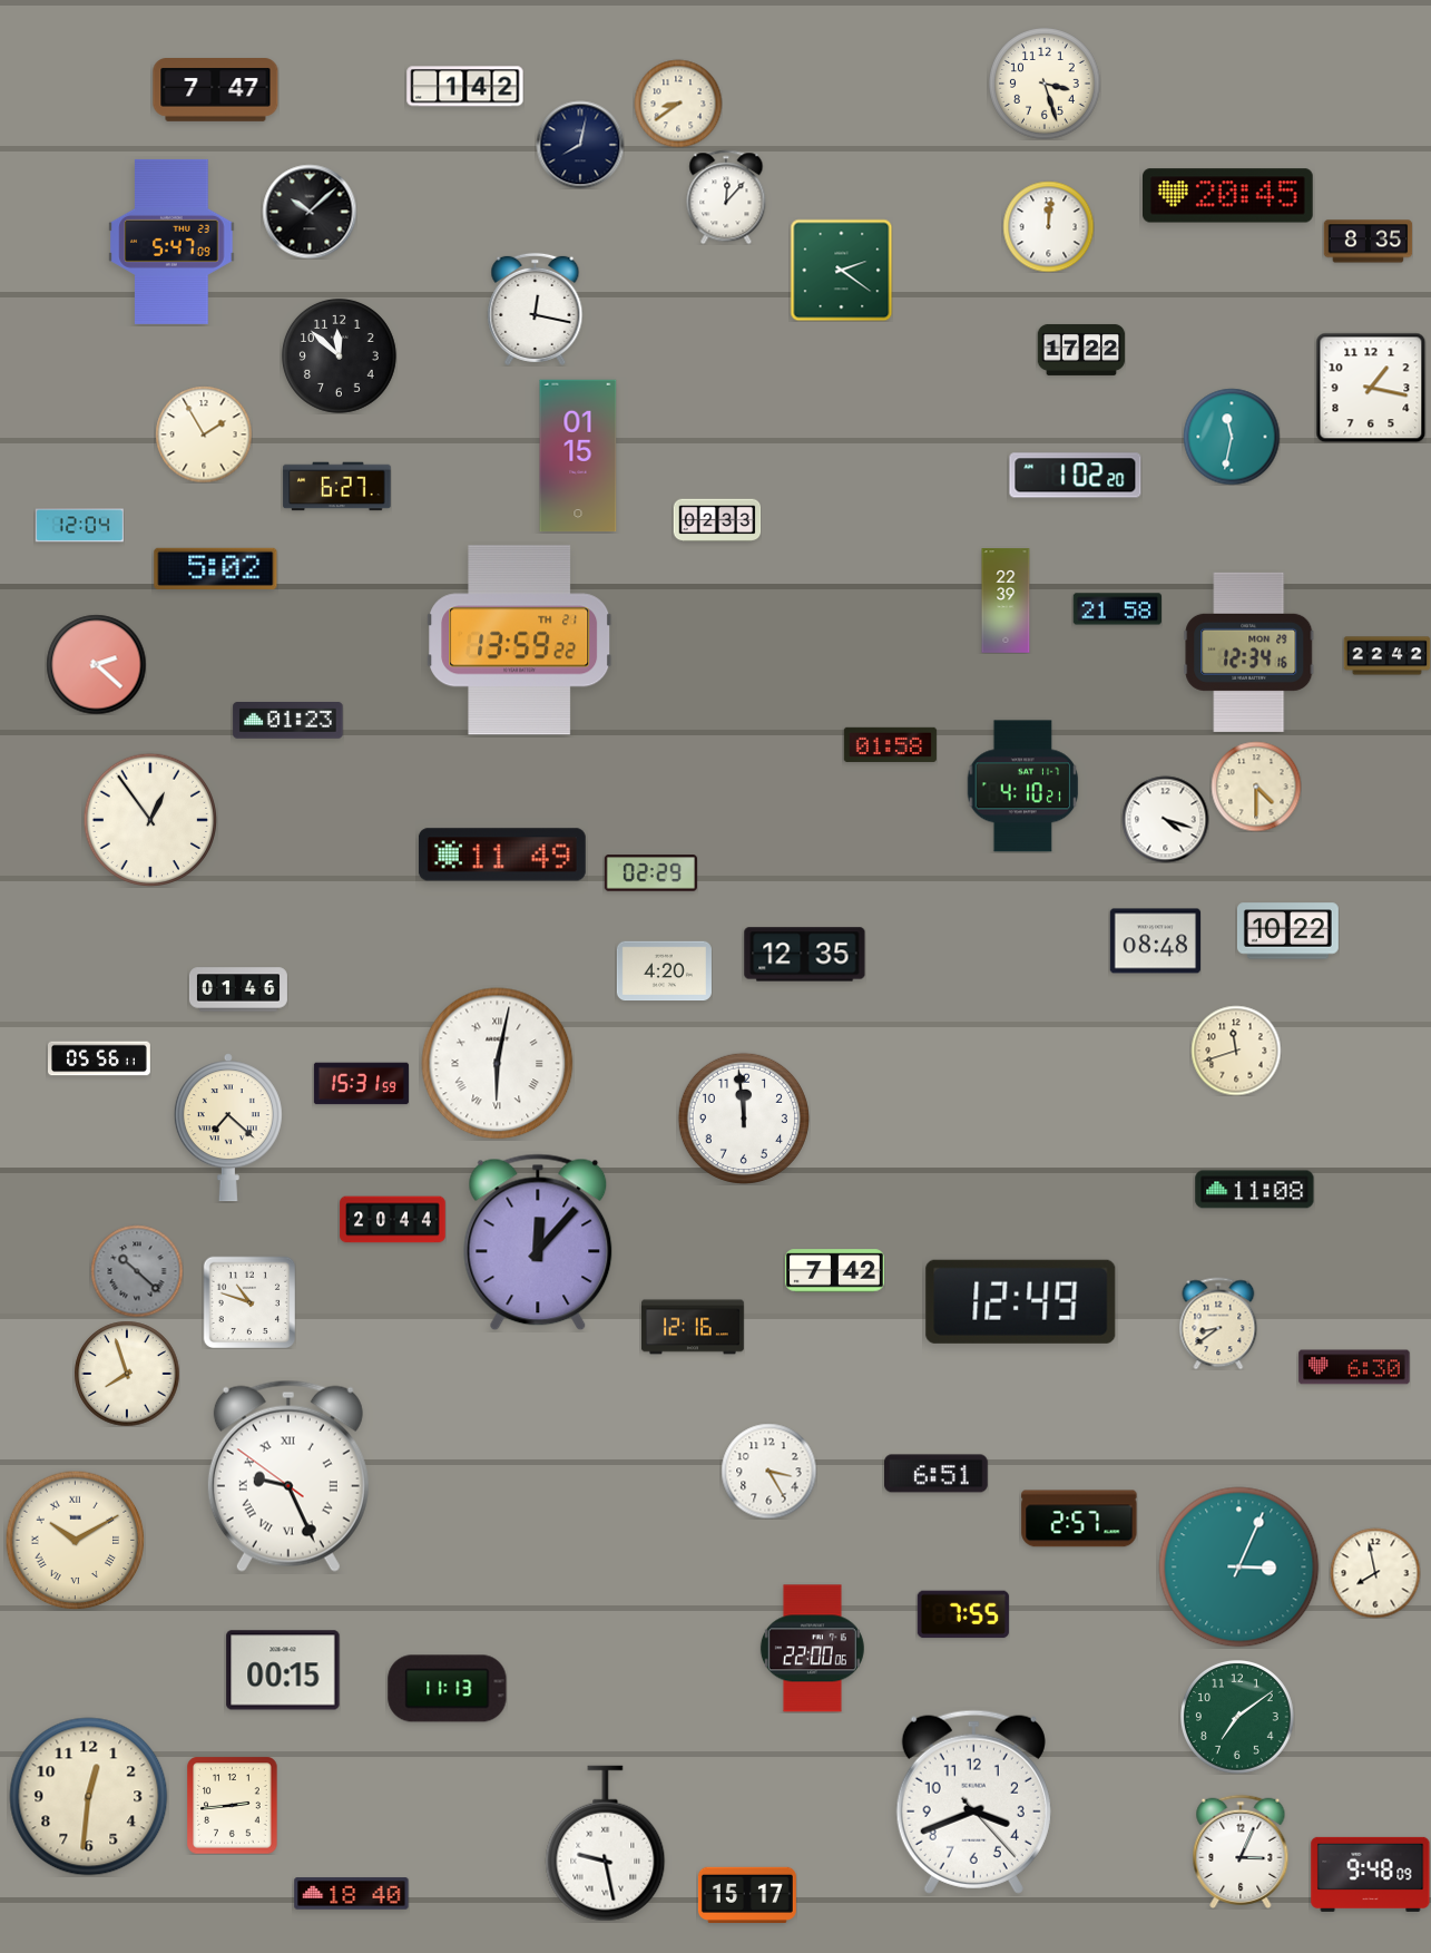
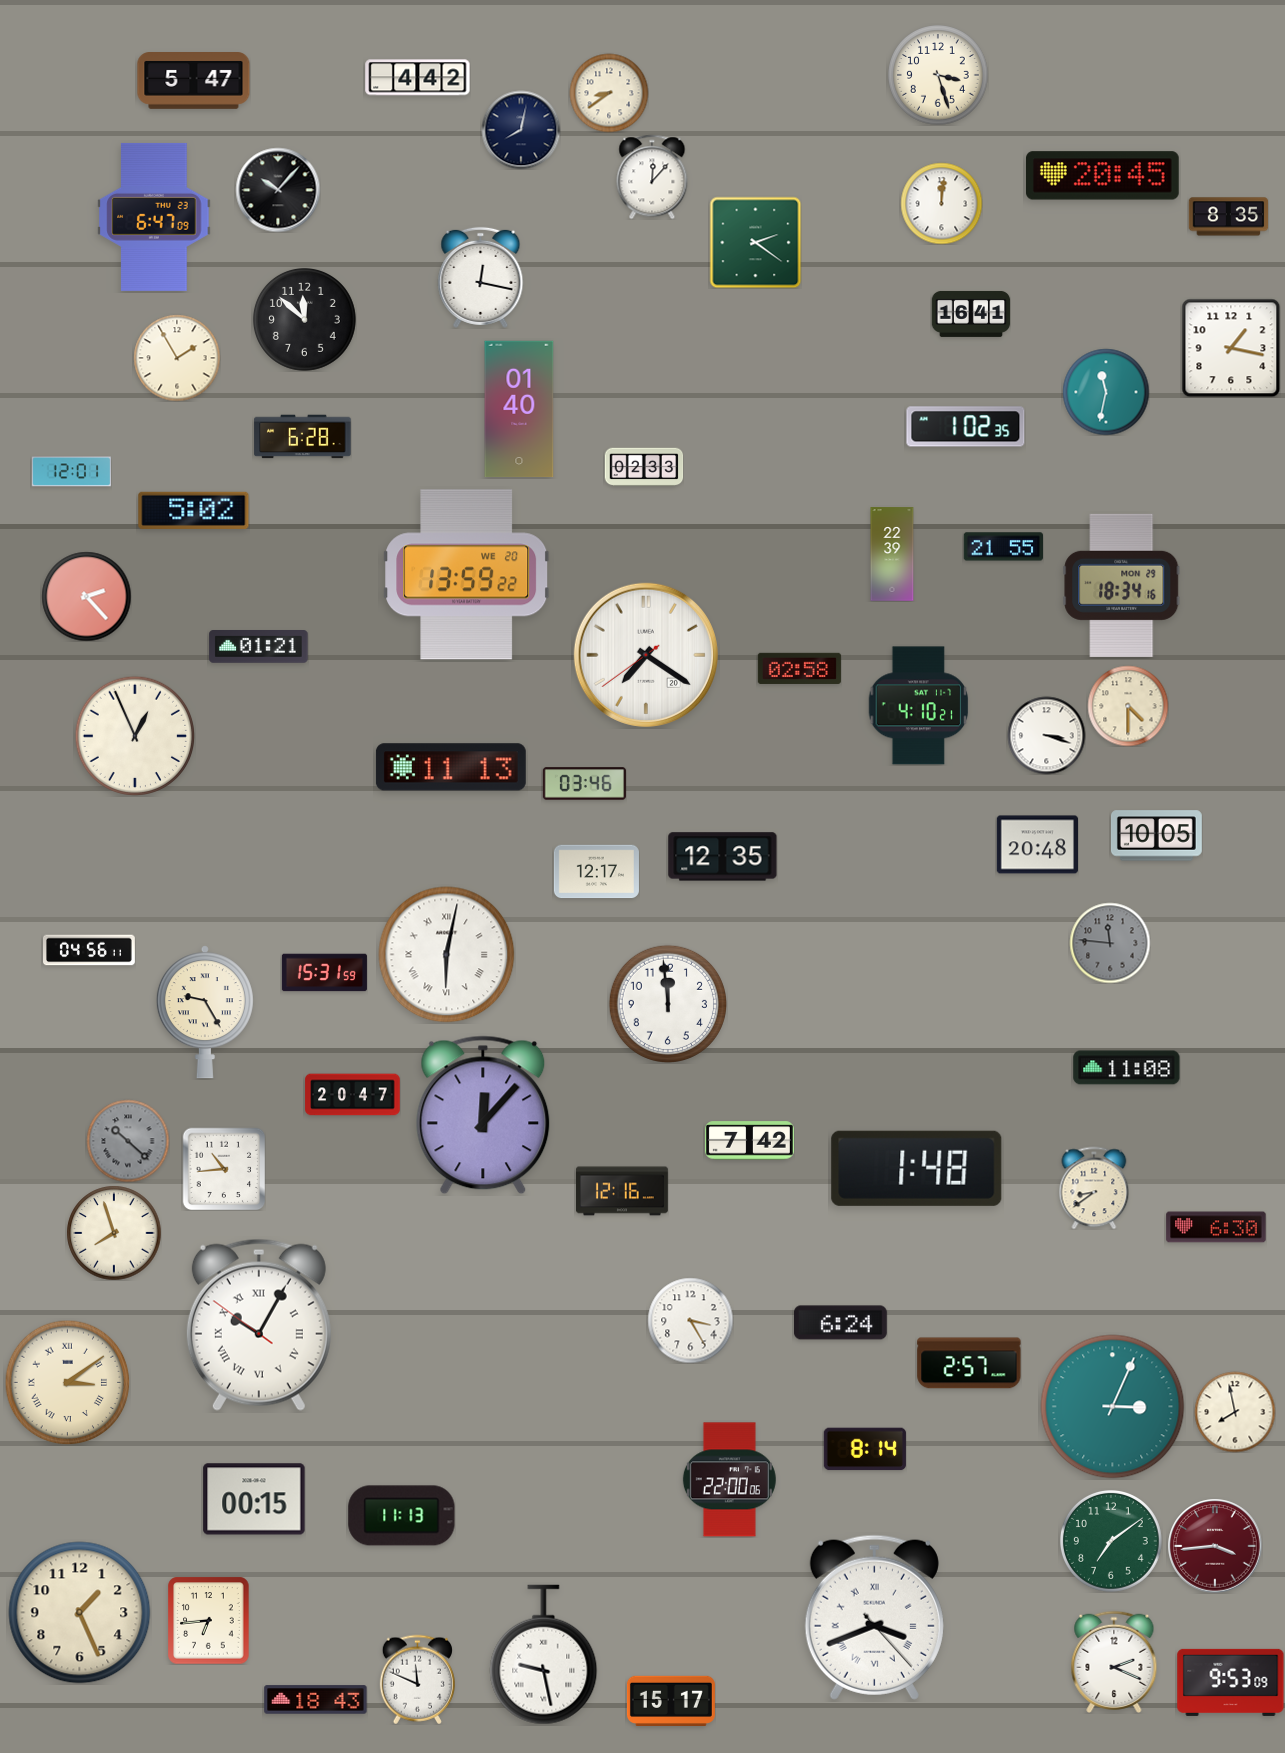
clock at (465, 87): 1:42 -> 4:42
clock at (216, 90): 7:47 -> 5:47
clock at (310, 212): 10:08 -> 10:07
clock at (171, 242): 5:47 -> 6:47
clock at (1081, 350): 17:22 -> 16:41
clock at (204, 434) position: (204, 434) -> (177, 358)
clock at (578, 456): 01:15 -> 01:40
clock at (1076, 476): 1:02:20 -> 1:02:35
clock at (337, 487): 6:27 -> 6:28
clock at (79, 526): 12:04 -> 12:01
clock at (1006, 600) position: (1006, 600) -> (892, 554)
clock at (1117, 609): 21:58 -> 21:55
clock at (520, 641) date: TH 21 -> WE 20
clock at (1249, 652): 12:34 -> 18:34
clock at (1386, 656): 22:42 -> none
clock at (96, 664): 2:22 -> 2:23
clock at (288, 721): 01:23 -> 01:21
clock at (646, 655): none -> 7:20
clock at (890, 744): 01:58 -> 02:58
clock at (149, 819): 12:54 -> 12:56
clock at (1165, 819): 4:18 -> 3:18
clock at (502, 855): 11:49 -> 11:13
clock at (650, 873): 02:29 -> 03:46
clock at (1287, 931): 10:22 -> 10:05
clock at (1155, 941): 08:48 -> 20:48
clock at (664, 971): 4:20 -> 12:17
clock at (238, 989): 01:46 -> none
clock at (1236, 1051): 11:42 -> 11:46
clock at (1236, 1051) dial: cream -> grey
clock at (100, 1058): 05:56 -> 04:56
clock at (228, 1127): 7:22 -> 9:25
clock at (393, 1220): 20:44 -> 20:47
clock at (137, 1271) position: (137, 1271) -> (128, 1141)
clock at (1021, 1301): 12:49 -> 1:48
clock at (249, 1302): 10:48 -> 10:44
clock at (937, 1474): 6:51 -> 6:24
clock at (288, 1476): 9:25 -> 10:04
clock at (75, 1540): 10:10 -> 3:09
clock at (963, 1614): 7:55 -> 8:14
clock at (1215, 1546): none -> 3:44
clock at (89, 1797): 12:31 -> 1:26
clock at (973, 1801) numerals: Arabic -> Roman
clock at (233, 1805): 2:44 -> 6:44
clock at (1241, 1852): 3:04 -> 2:19
clock at (417, 1679): none -> 11:49
clock at (1371, 1874): 9:48 -> 9:53
clock at (352, 1894): 18:40 -> 18:43
